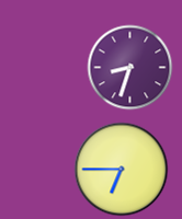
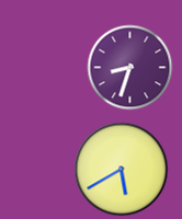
clock at (121, 169): 6:45 -> 5:40
